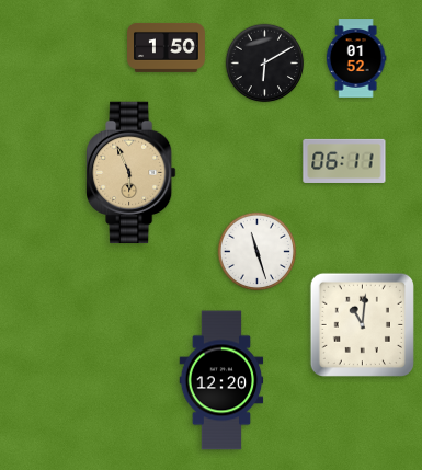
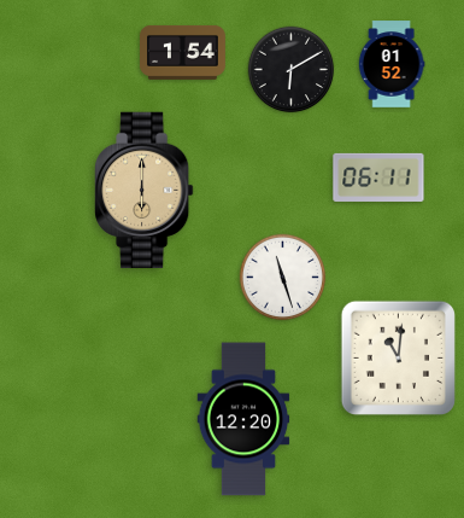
clock at (167, 48): 1:50 -> 1:54
clock at (132, 173): 5:56 -> 6:00
